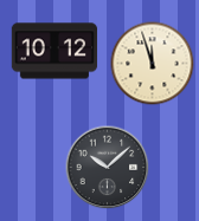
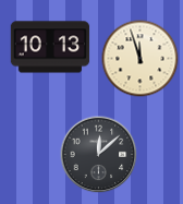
clock at (54, 51): 10:12 -> 10:13
clock at (108, 168): 10:08 -> 12:08
